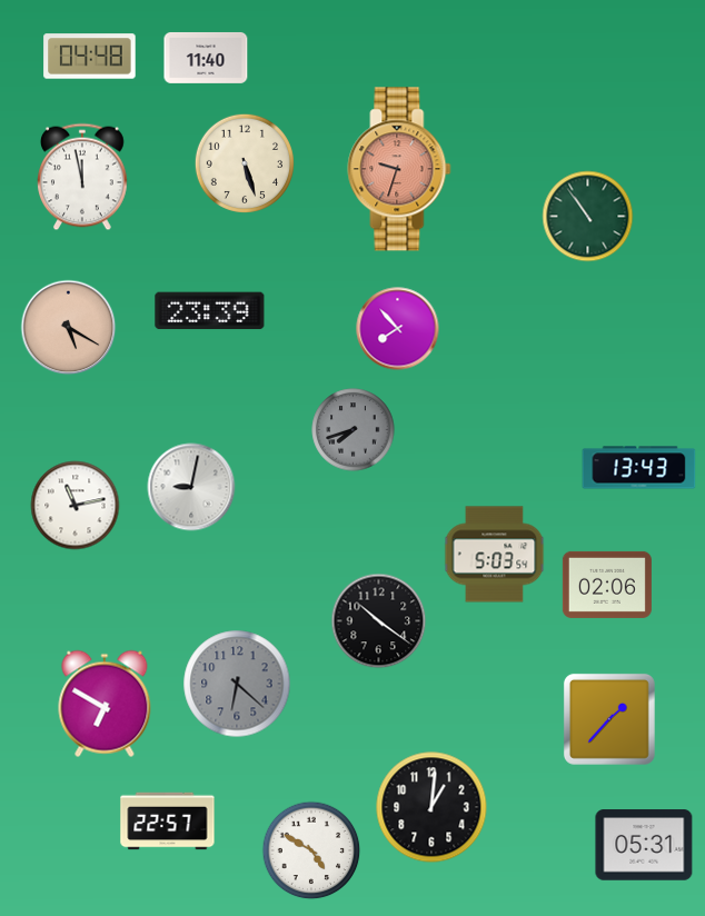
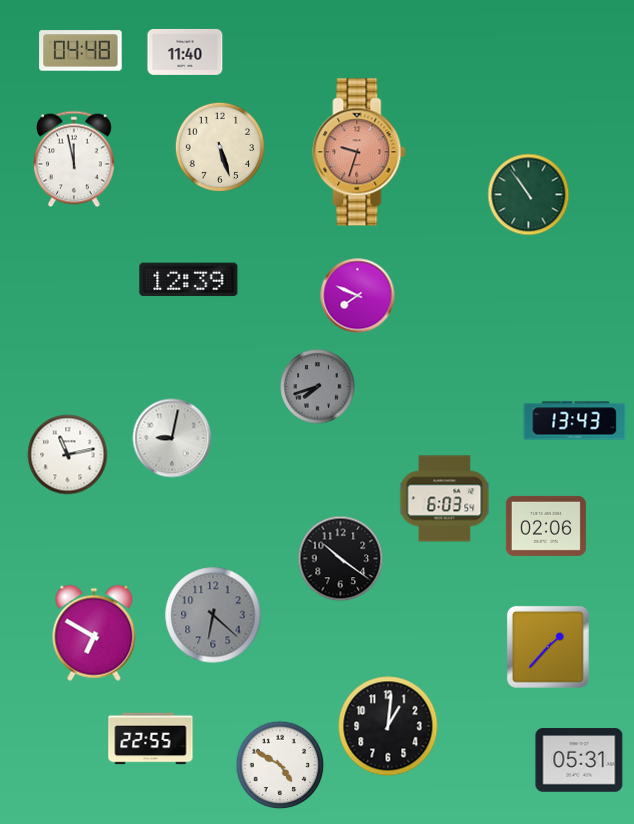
clock at (210, 311): 23:39 -> 12:39
clock at (69, 328): 5:20 -> none
clock at (398, 329): 7:53 -> 7:49
clock at (495, 555): 5:03 -> 6:03
clock at (168, 822): 22:57 -> 22:55
